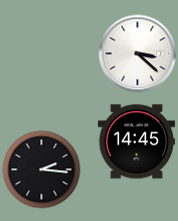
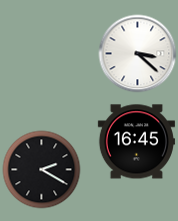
clock at (136, 142): 14:45 -> 16:45
clock at (41, 169): 2:16 -> 2:20
